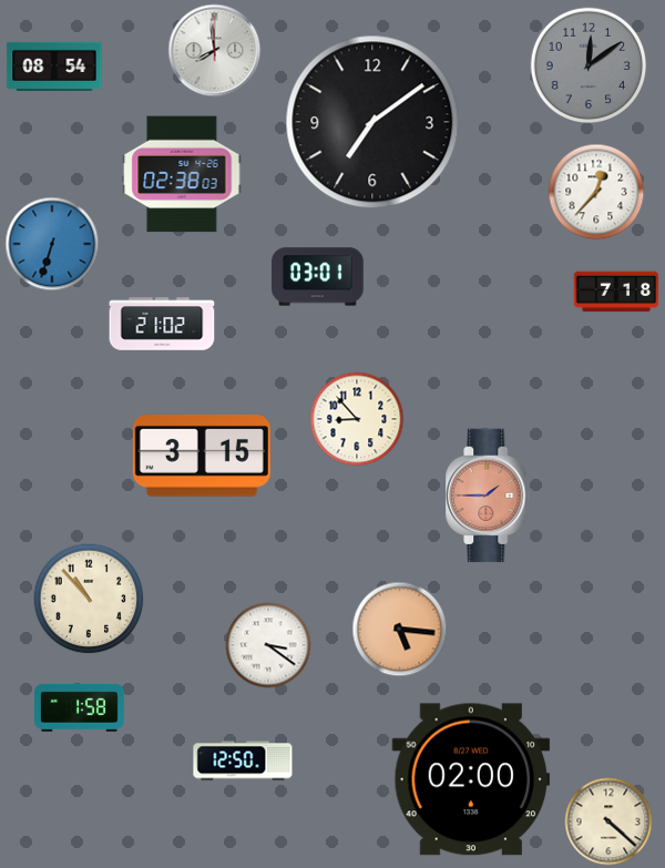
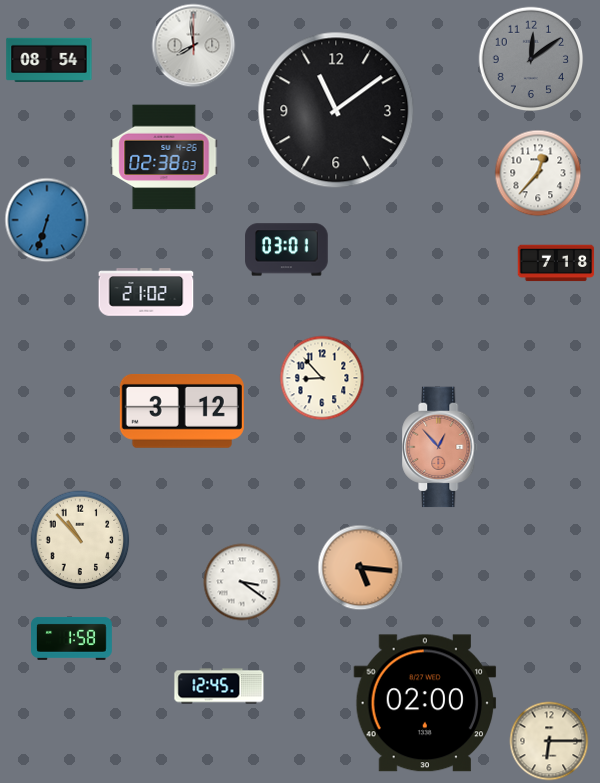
clock at (372, 122): 7:09 -> 11:09
clock at (202, 456): 3:15 -> 3:12
clock at (488, 496): 1:45 -> 12:53
clock at (243, 760): 12:50 -> 12:45
clock at (608, 821): 4:22 -> 6:15
